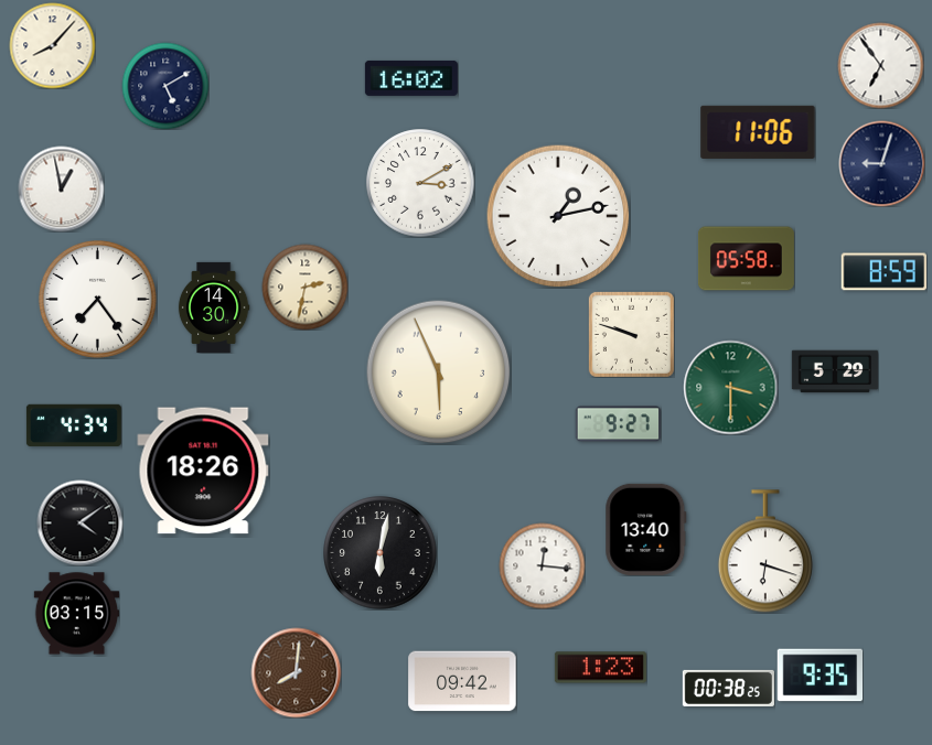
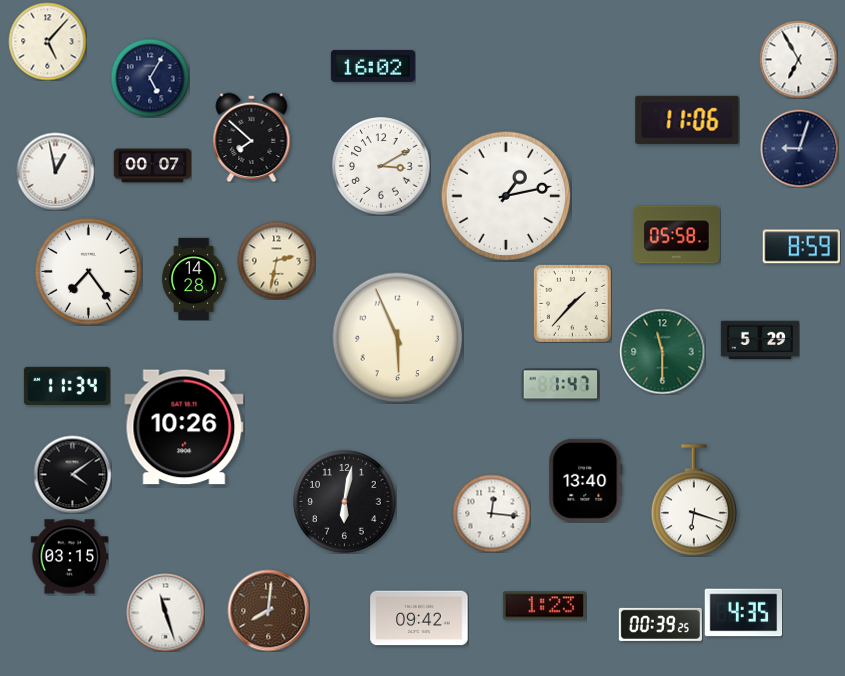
clock at (52, 45): 8:07 -> 5:07
clock at (880, 65): 6:54 -> 6:55
clock at (411, 78) position: (411, 78) -> (373, 66)
clock at (165, 86): 5:10 -> 5:05
clock at (252, 137): none -> 7:52
clock at (152, 166): none -> 00:07
clock at (214, 307): 14:30 -> 14:28
clock at (631, 334): 9:48 -> 1:37
clock at (835, 371) position: (835, 371) -> (760, 340)
clock at (730, 387): 3:30 -> 11:30
clock at (618, 424): 9:27 -> 1:47
clock at (74, 425): 4:34 -> 11:34
clock at (203, 471): 18:26 -> 10:26
clock at (165, 612): none -> 11:27
clock at (819, 676): 9:35 -> 4:35
clock at (728, 688): 00:38 -> 00:39
